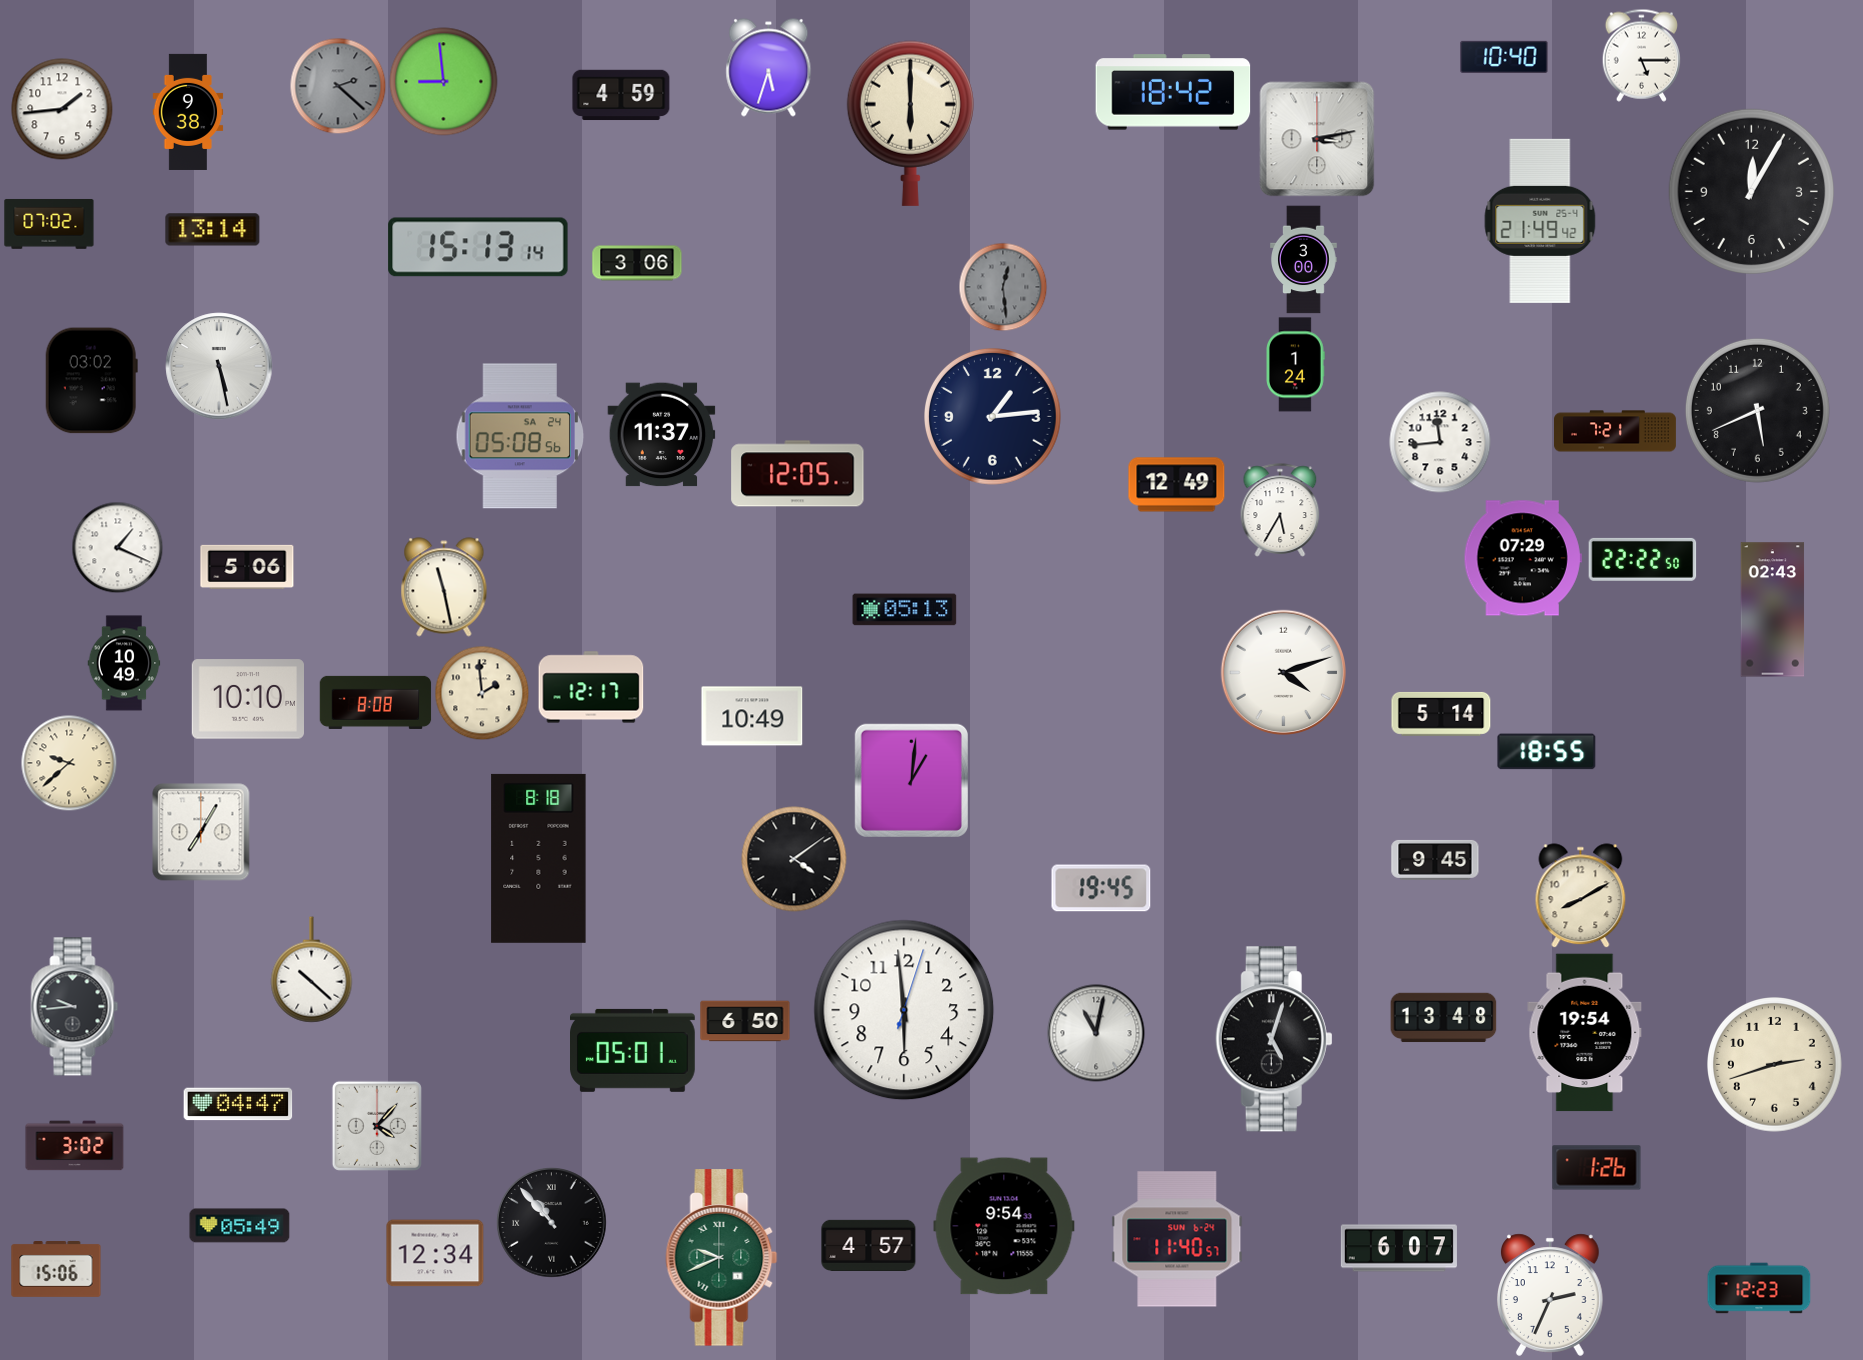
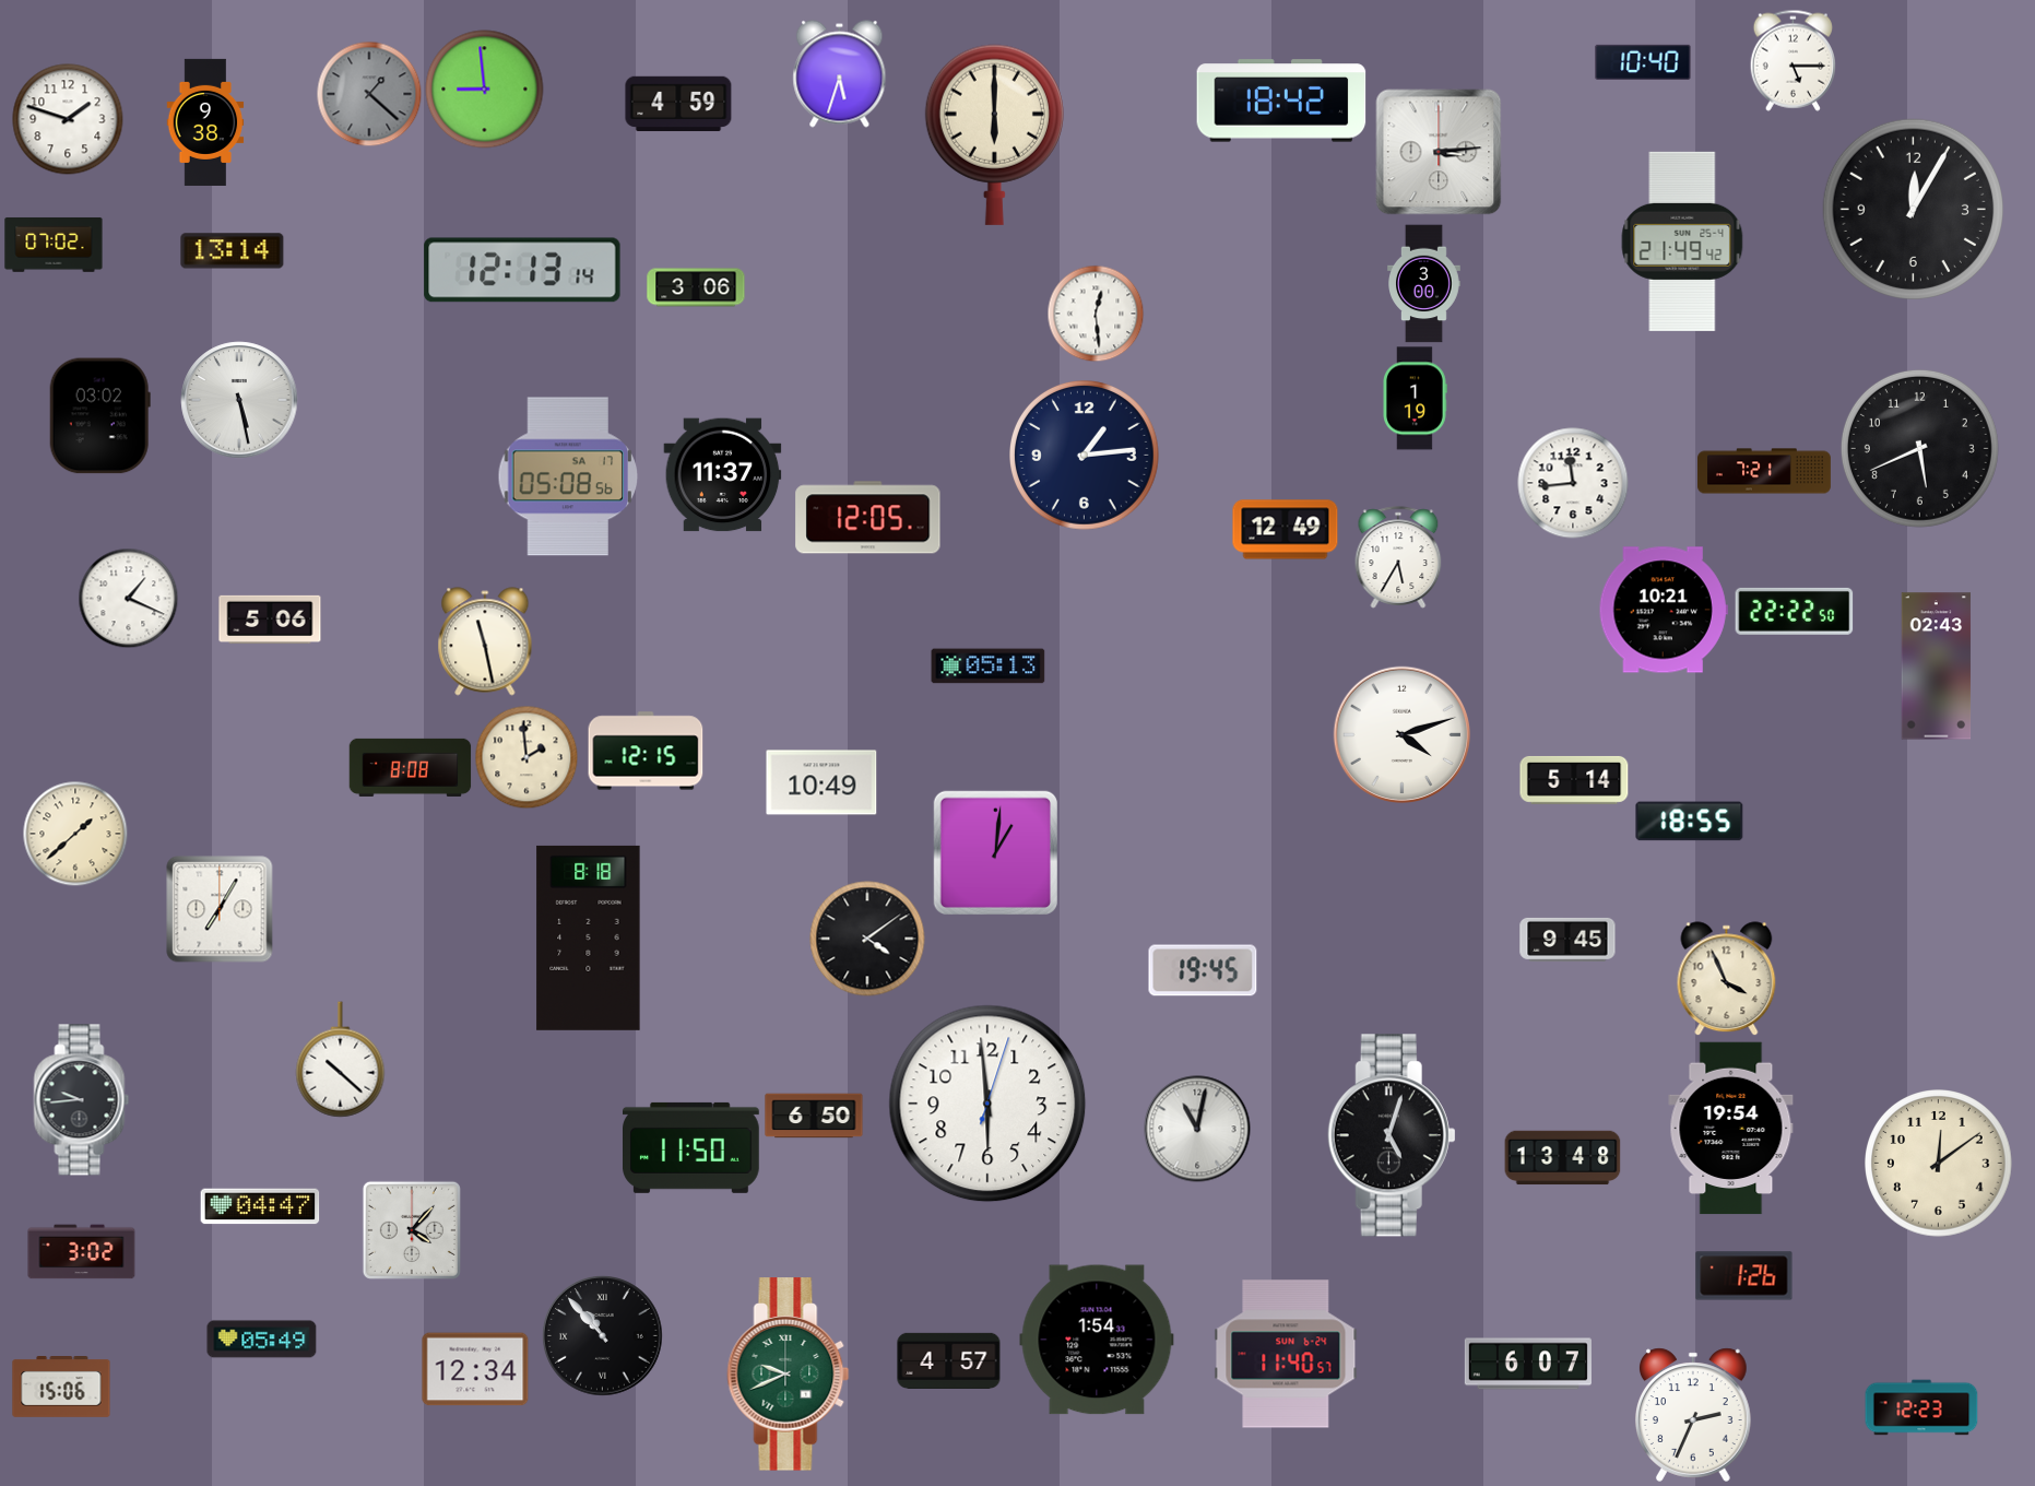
clock at (338, 86): 2:22 -> 1:22
clock at (62, 109): 1:44 -> 1:48
clock at (1317, 139): 3:13 -> 3:14
clock at (478, 247): 15:13 -> 12:13
clock at (1003, 287) dial: grey -> white
clock at (1296, 365): 1:24 -> 1:19
clock at (520, 436) date: SA 24 -> SA 17
clock at (798, 474) position: (798, 474) -> (868, 518)
clock at (1523, 558): 07:29 -> 10:21
clock at (124, 663): 10:49 -> none
clock at (591, 687): 12:17 -> 12:15
clock at (247, 699): 10:10 -> none
clock at (69, 763): 9:38 -> 1:38
clock at (1581, 896): 8:10 -> 3:56
clock at (1444, 1018) position: (1444, 1018) -> (1563, 1158)
clock at (633, 1050): 05:01 -> 11:50
clock at (1775, 1065): 2:42 -> 12:09
clock at (1004, 1226): 9:54 -> 1:54
